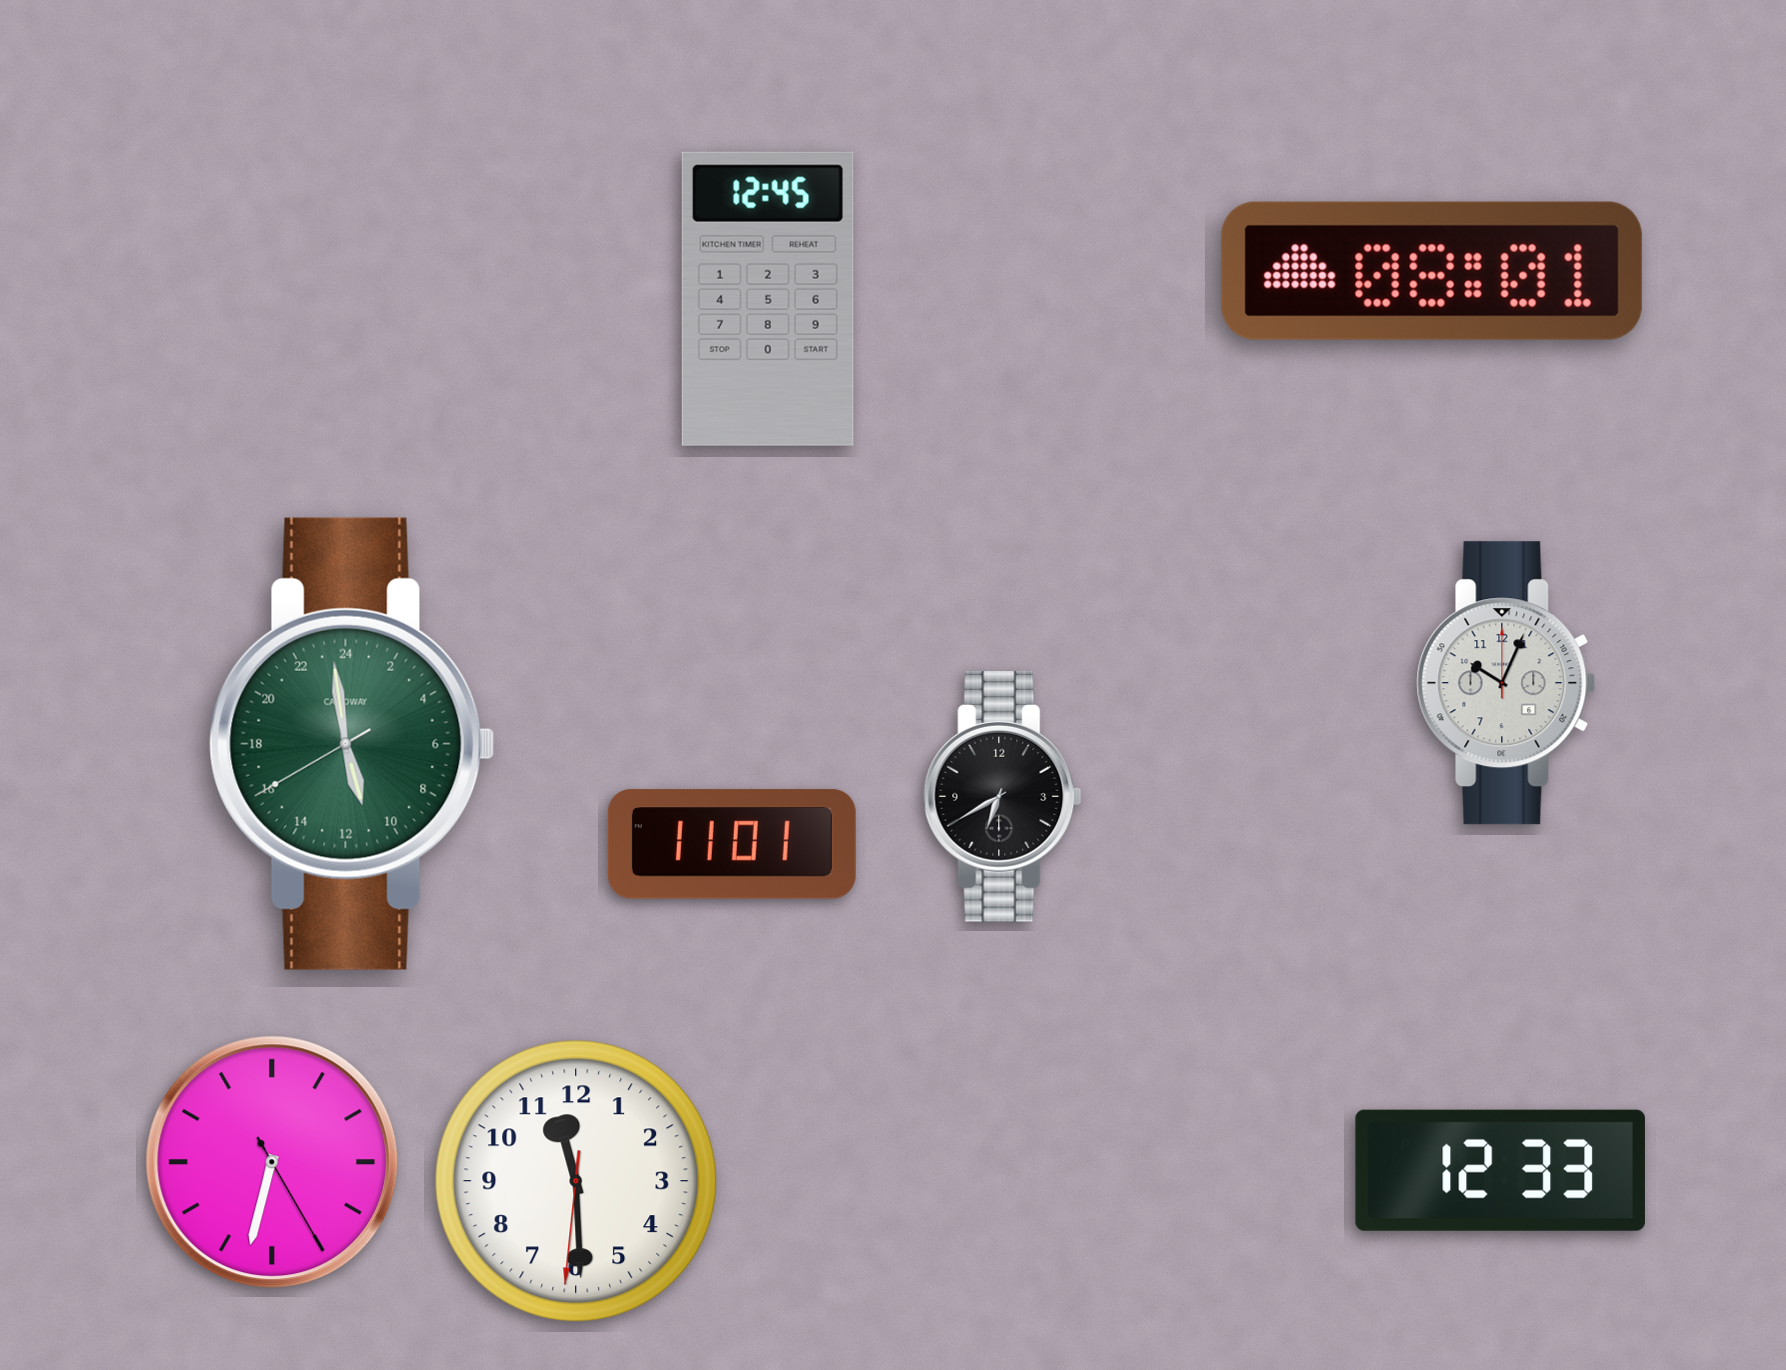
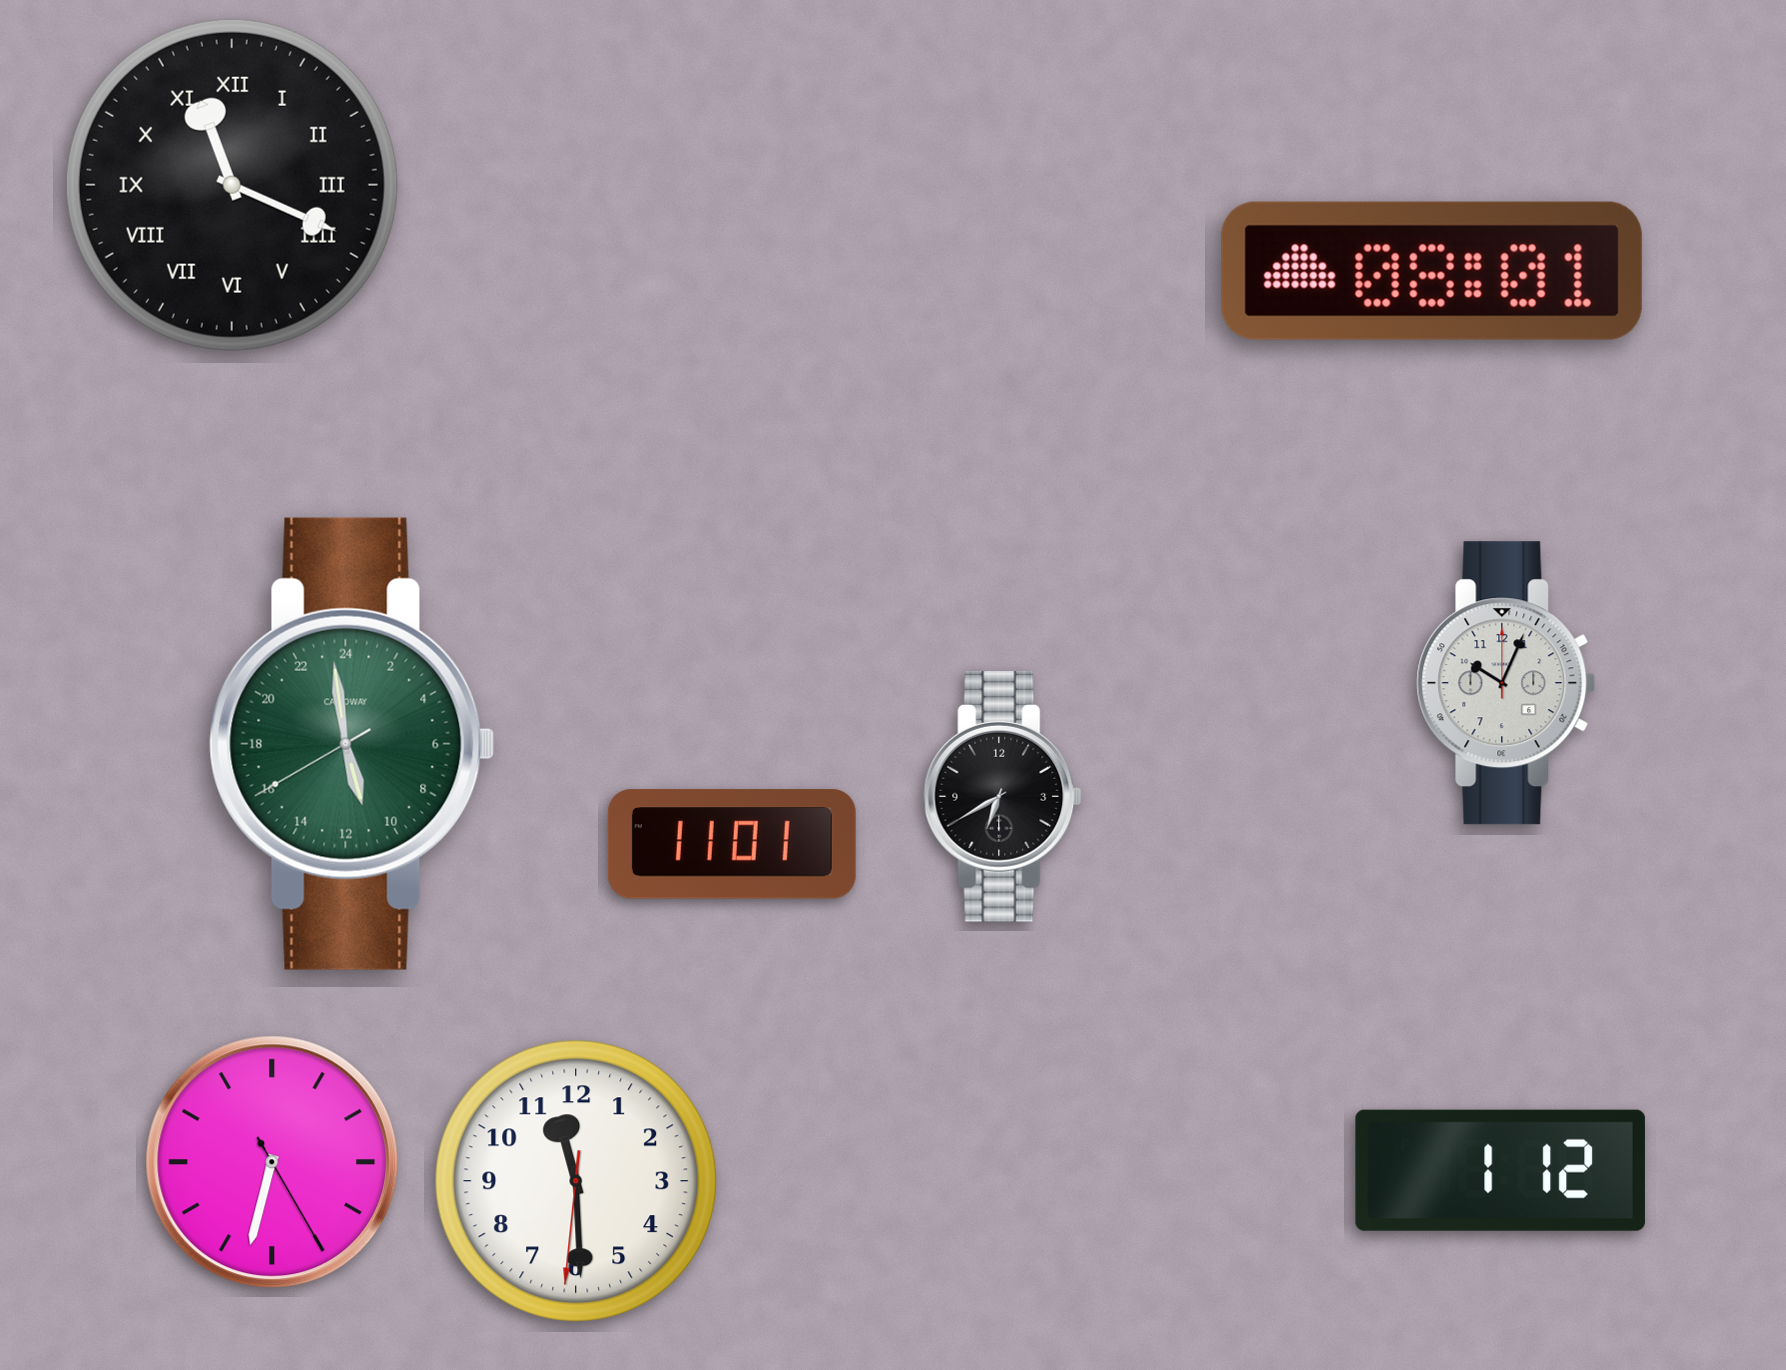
clock at (232, 185): none -> 11:19
clock at (768, 299): 12:45 -> none
clock at (1500, 1170): 12:33 -> 1:12
